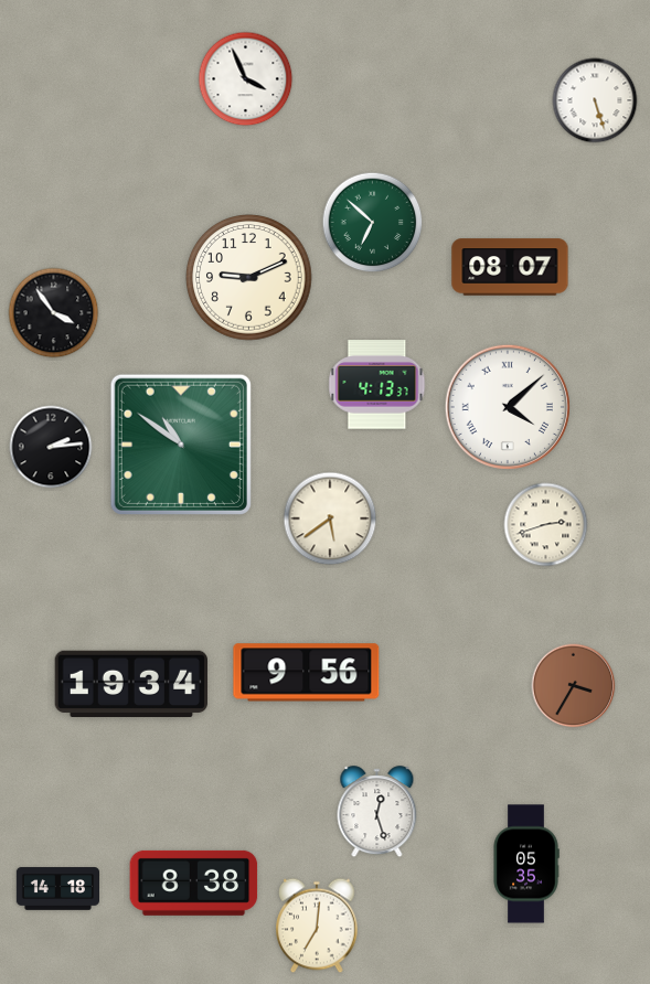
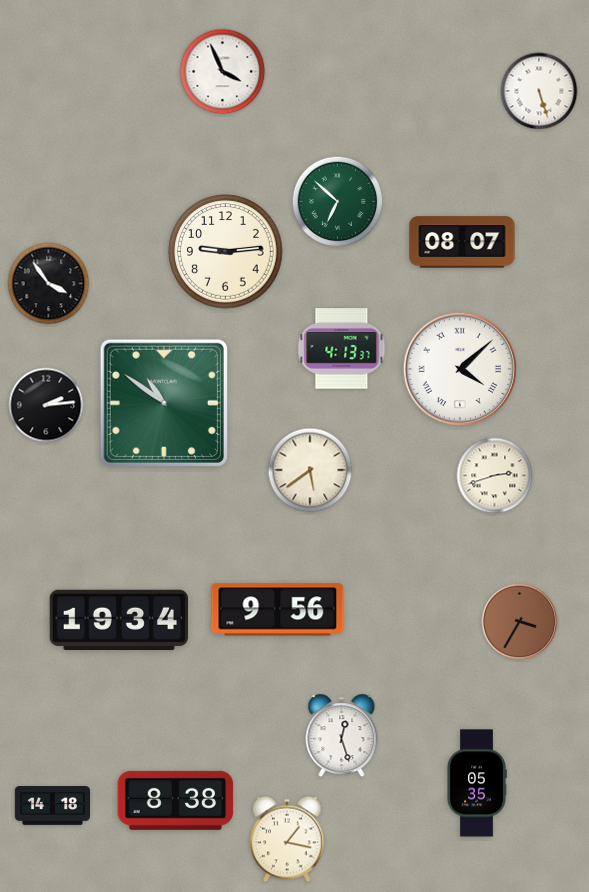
clock at (249, 278): 9:11 -> 9:14
clock at (330, 518) position: (330, 518) -> (310, 470)
clock at (317, 926): 7:01 -> 1:17
